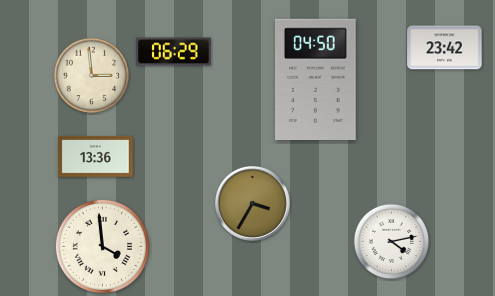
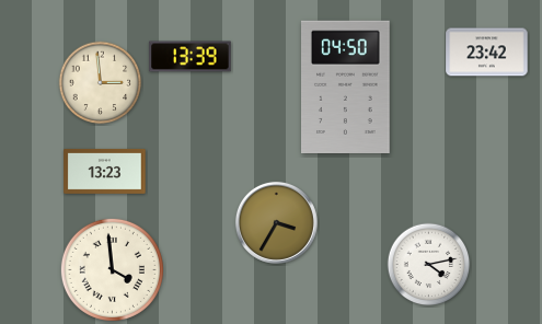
clock at (174, 52): 06:29 -> 13:39
clock at (96, 156): 13:36 -> 13:23
